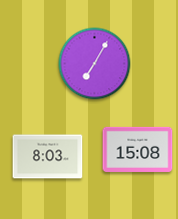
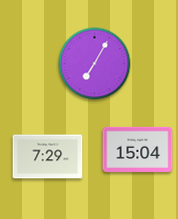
clock at (138, 149): 15:08 -> 15:04
clock at (48, 157): 8:03 -> 7:29
